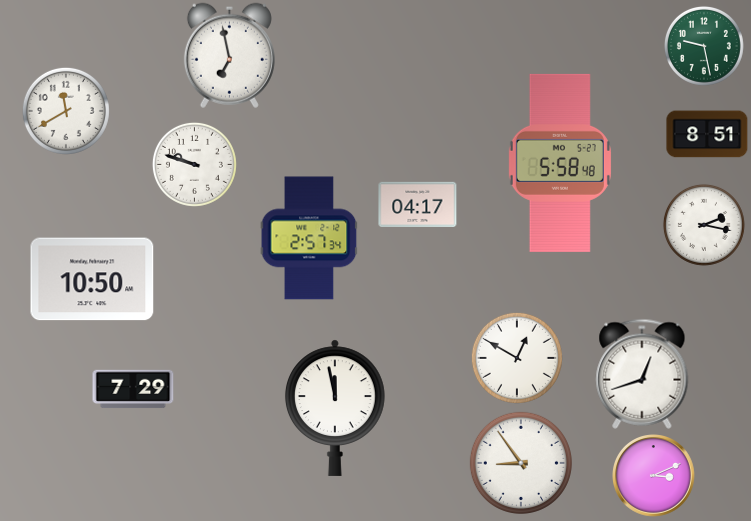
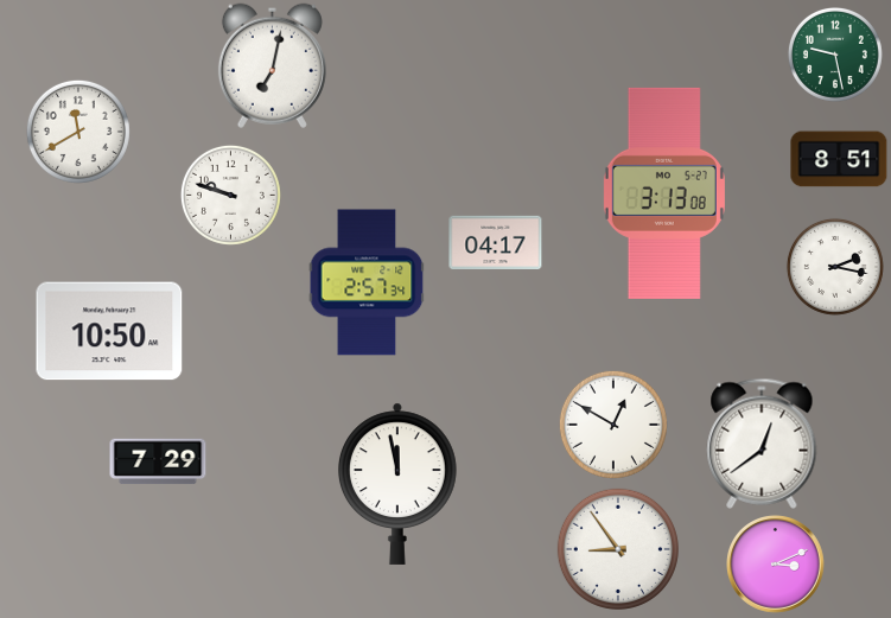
clock at (229, 55): 6:58 -> 7:02
clock at (560, 163): 5:58 -> 3:13
clock at (642, 374): 12:42 -> 12:39
